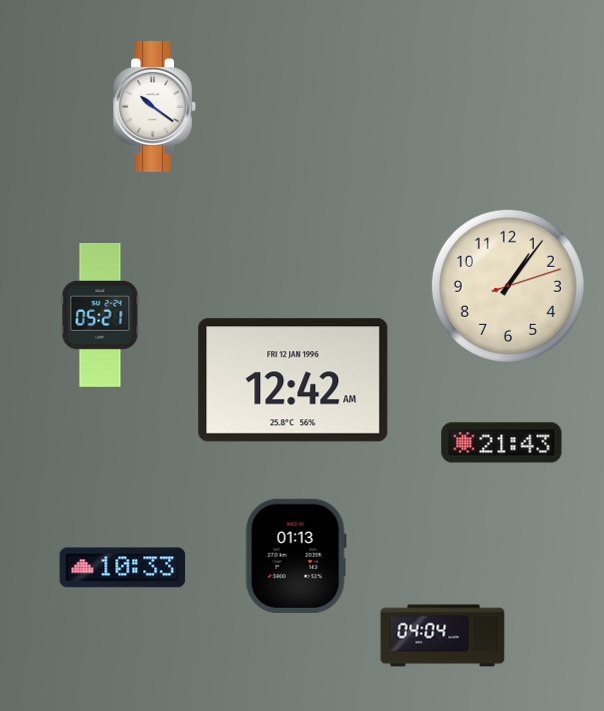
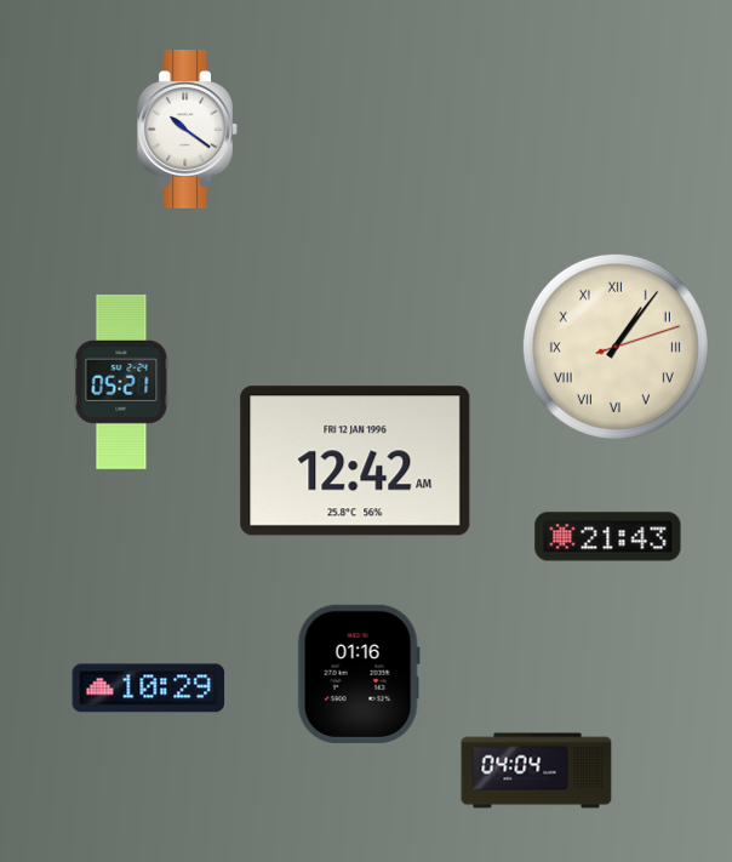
clock at (508, 286) numerals: Arabic -> Roman
clock at (296, 556): 01:13 -> 01:16
clock at (123, 568): 10:33 -> 10:29
